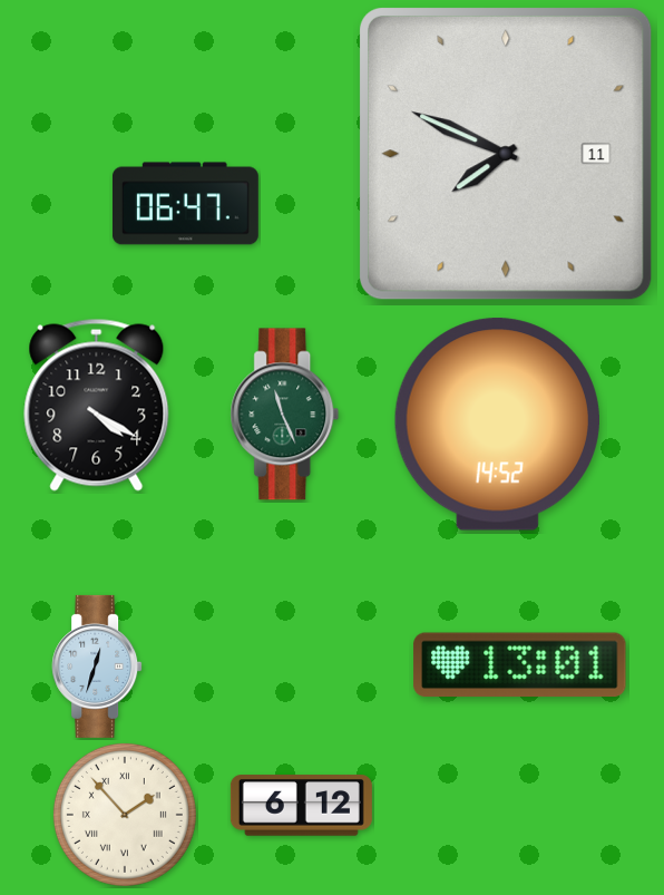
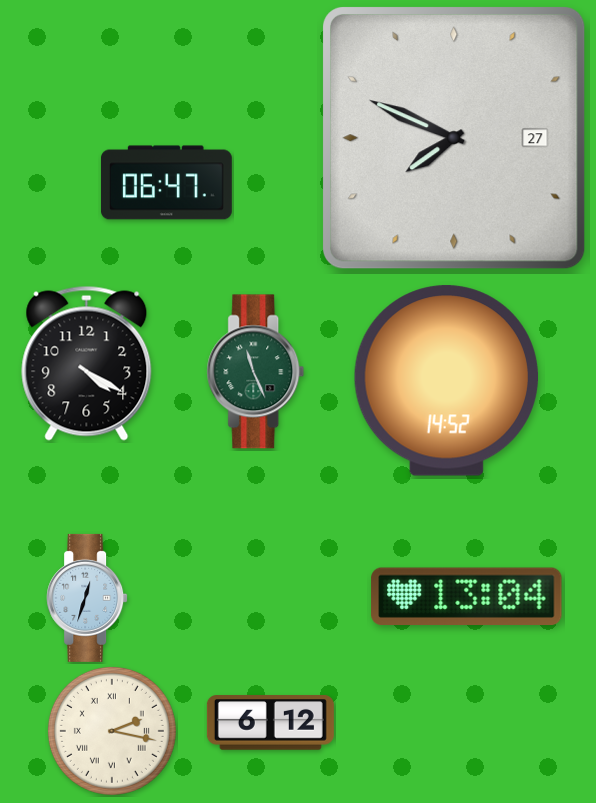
clock at (506, 154) date: 11 -> 27
clock at (520, 665): 13:01 -> 13:04
clock at (125, 815): 1:53 -> 2:17
